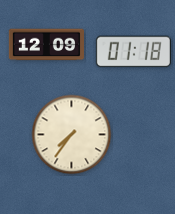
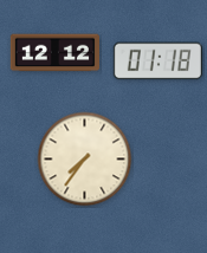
clock at (46, 45): 12:09 -> 12:12
